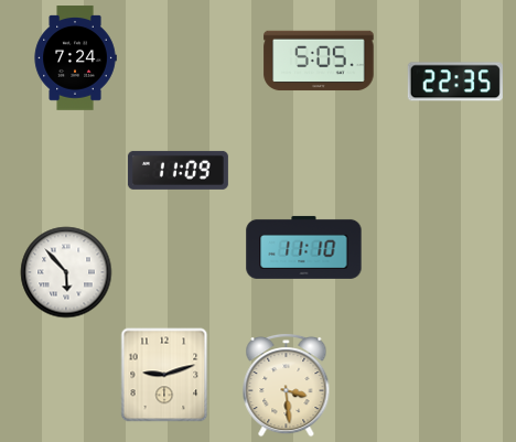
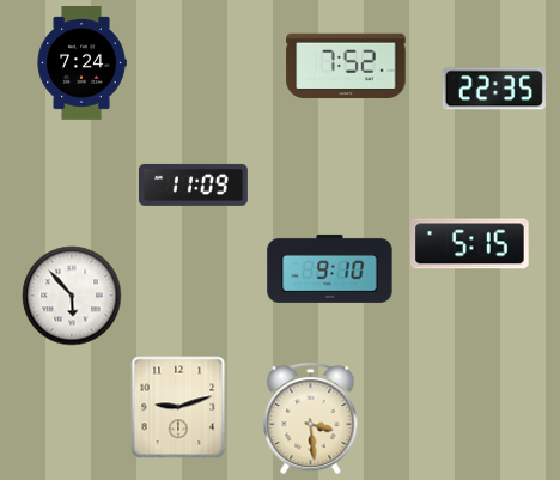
clock at (319, 61): 5:05 -> 7:52
clock at (470, 244): none -> 5:15
clock at (304, 247): 11:10 -> 9:10
